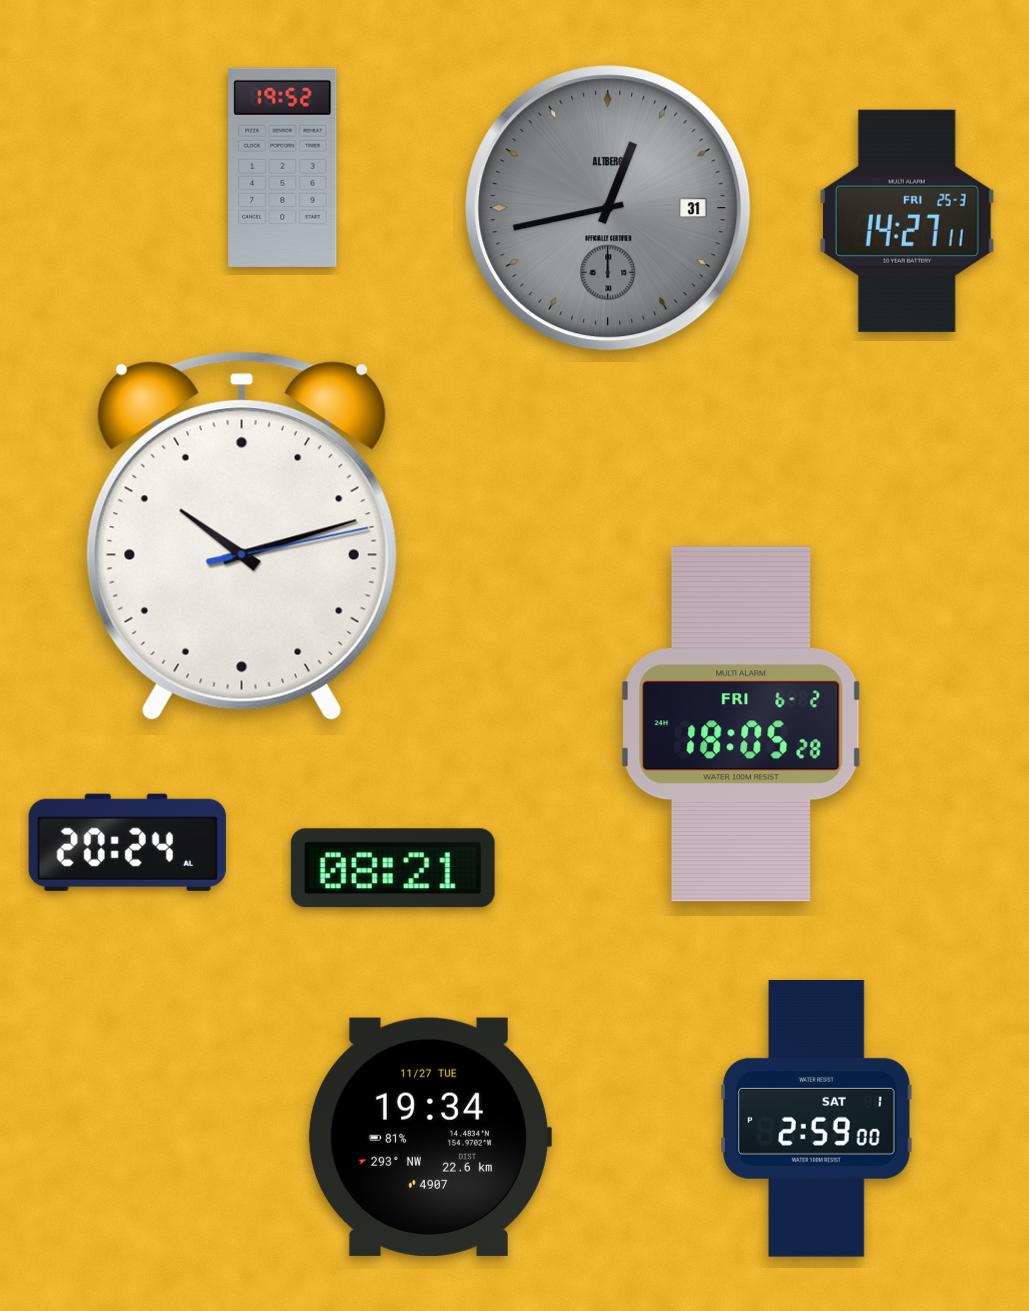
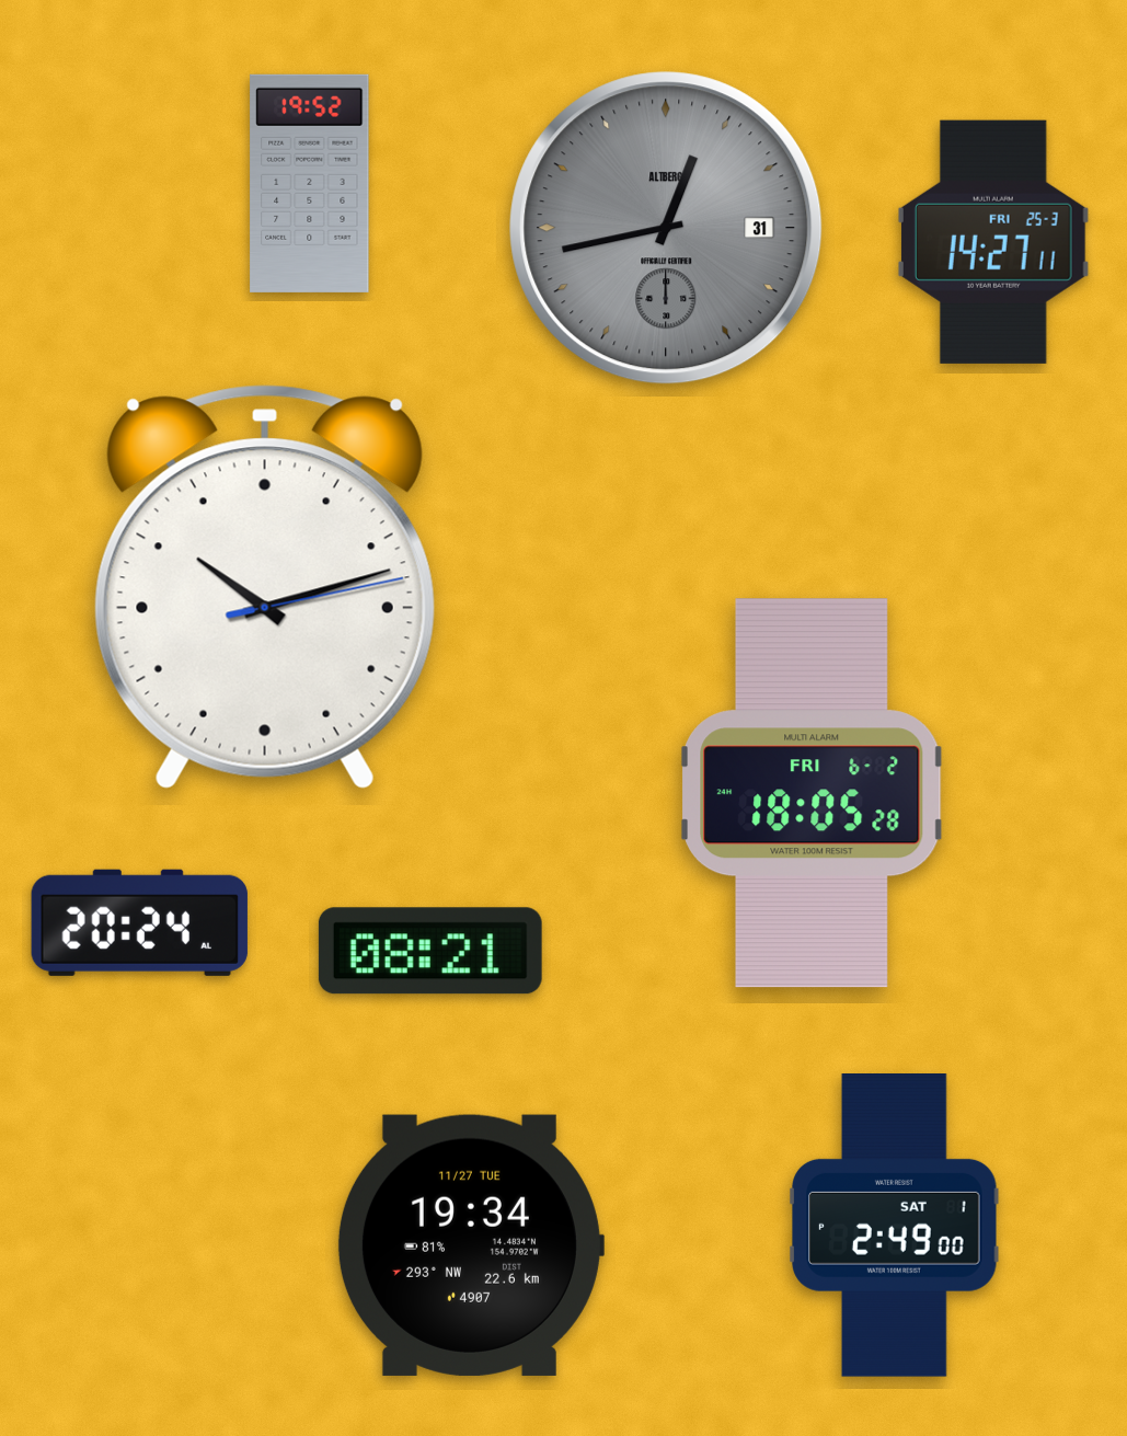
clock at (817, 1119): 2:59 -> 2:49
